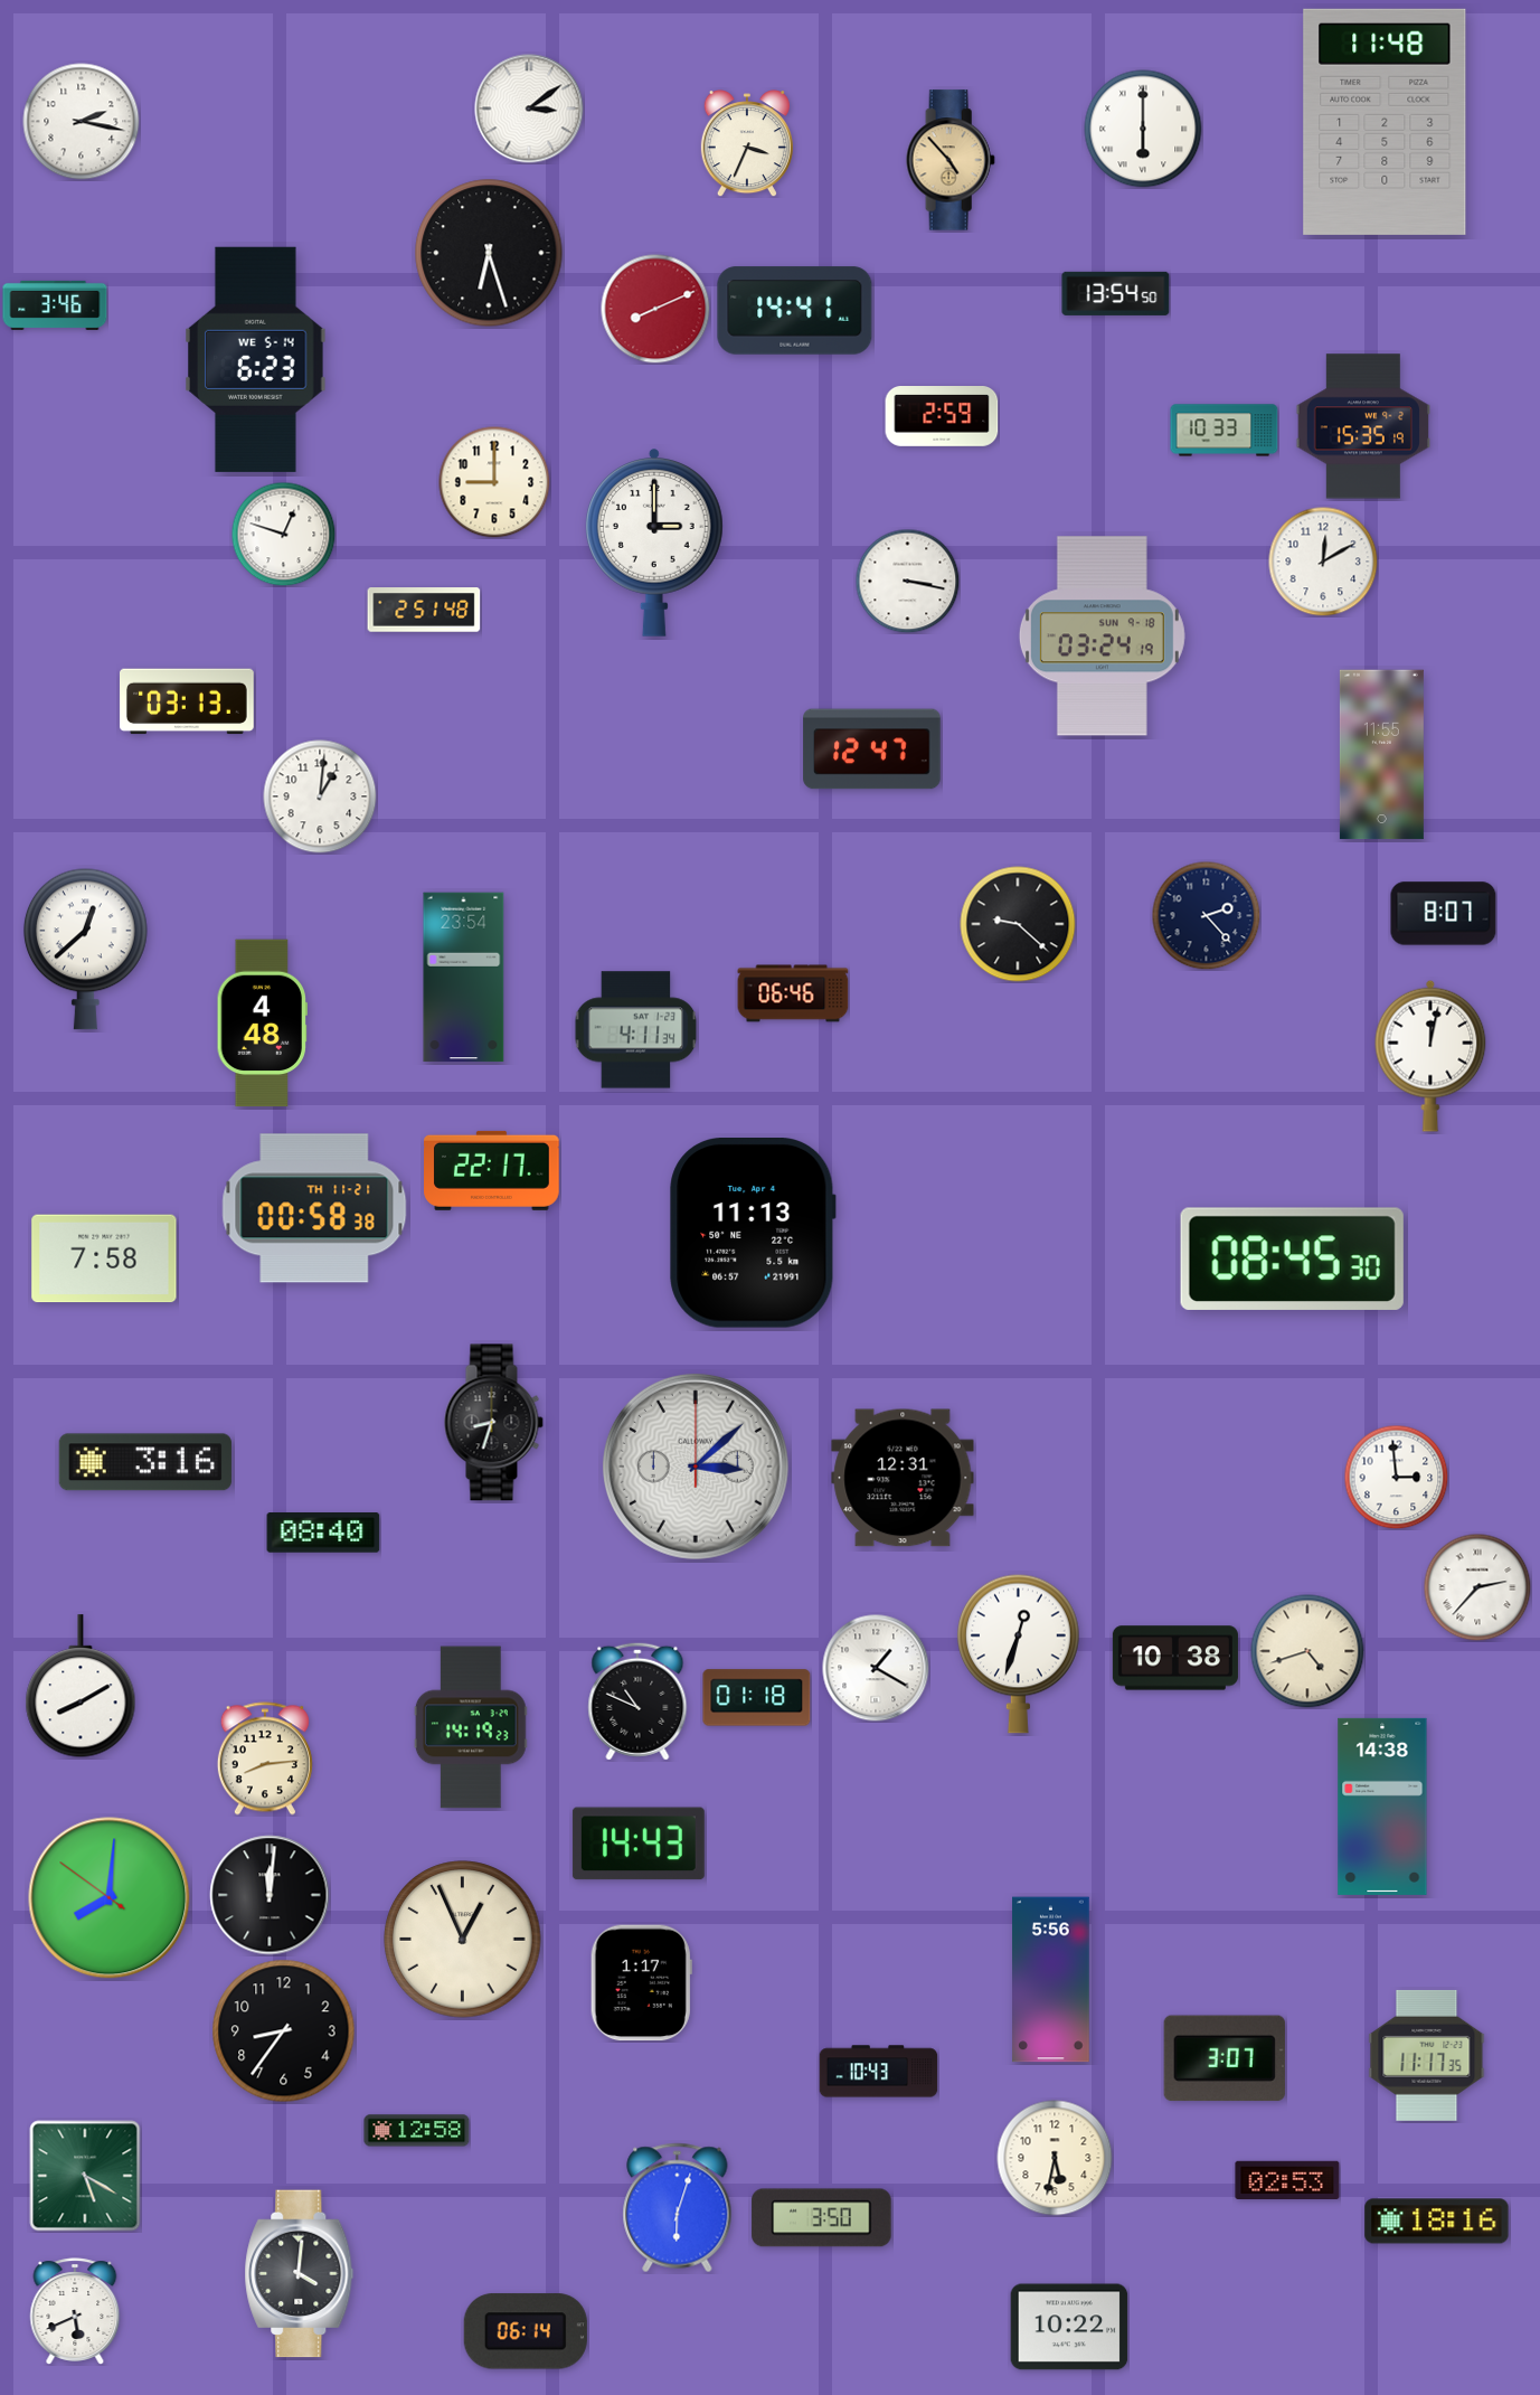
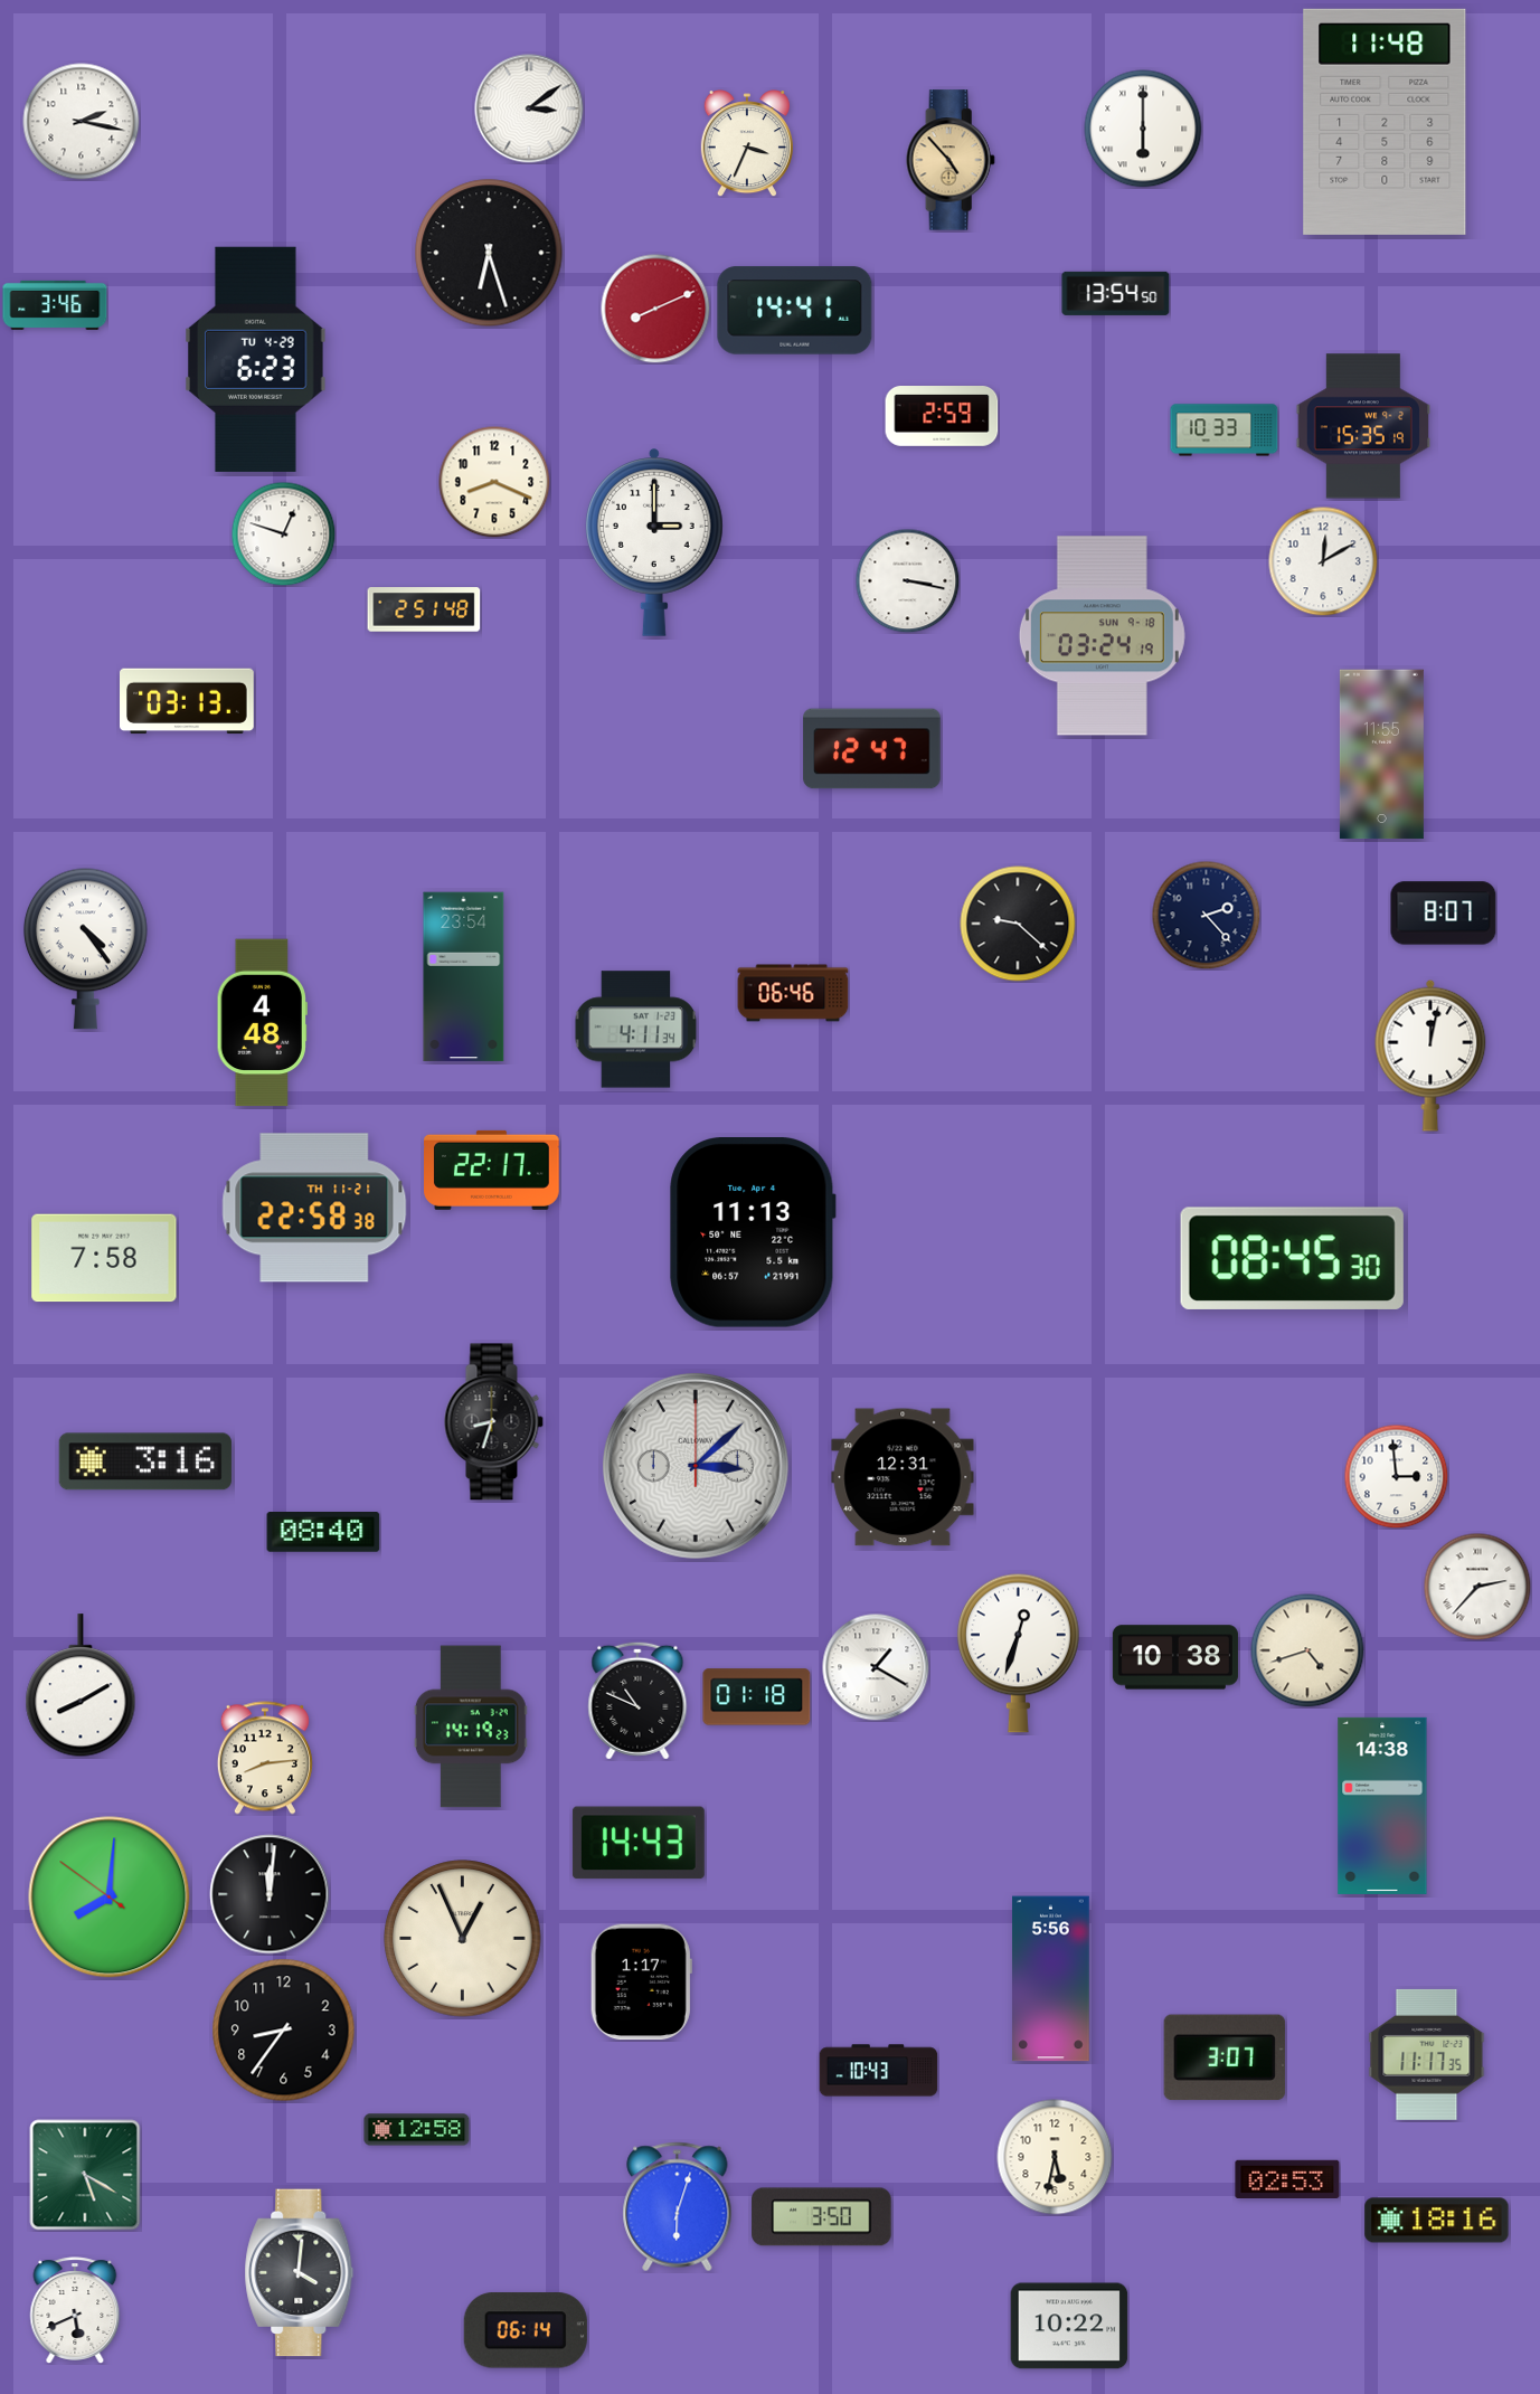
clock at (256, 359) date: WE 5-14 -> TU 4-29
clock at (494, 482): 9:00 -> 8:19
clock at (320, 796): 1:01 -> none
clock at (85, 949): 12:38 -> 4:24
clock at (314, 1208): 00:58 -> 22:58
